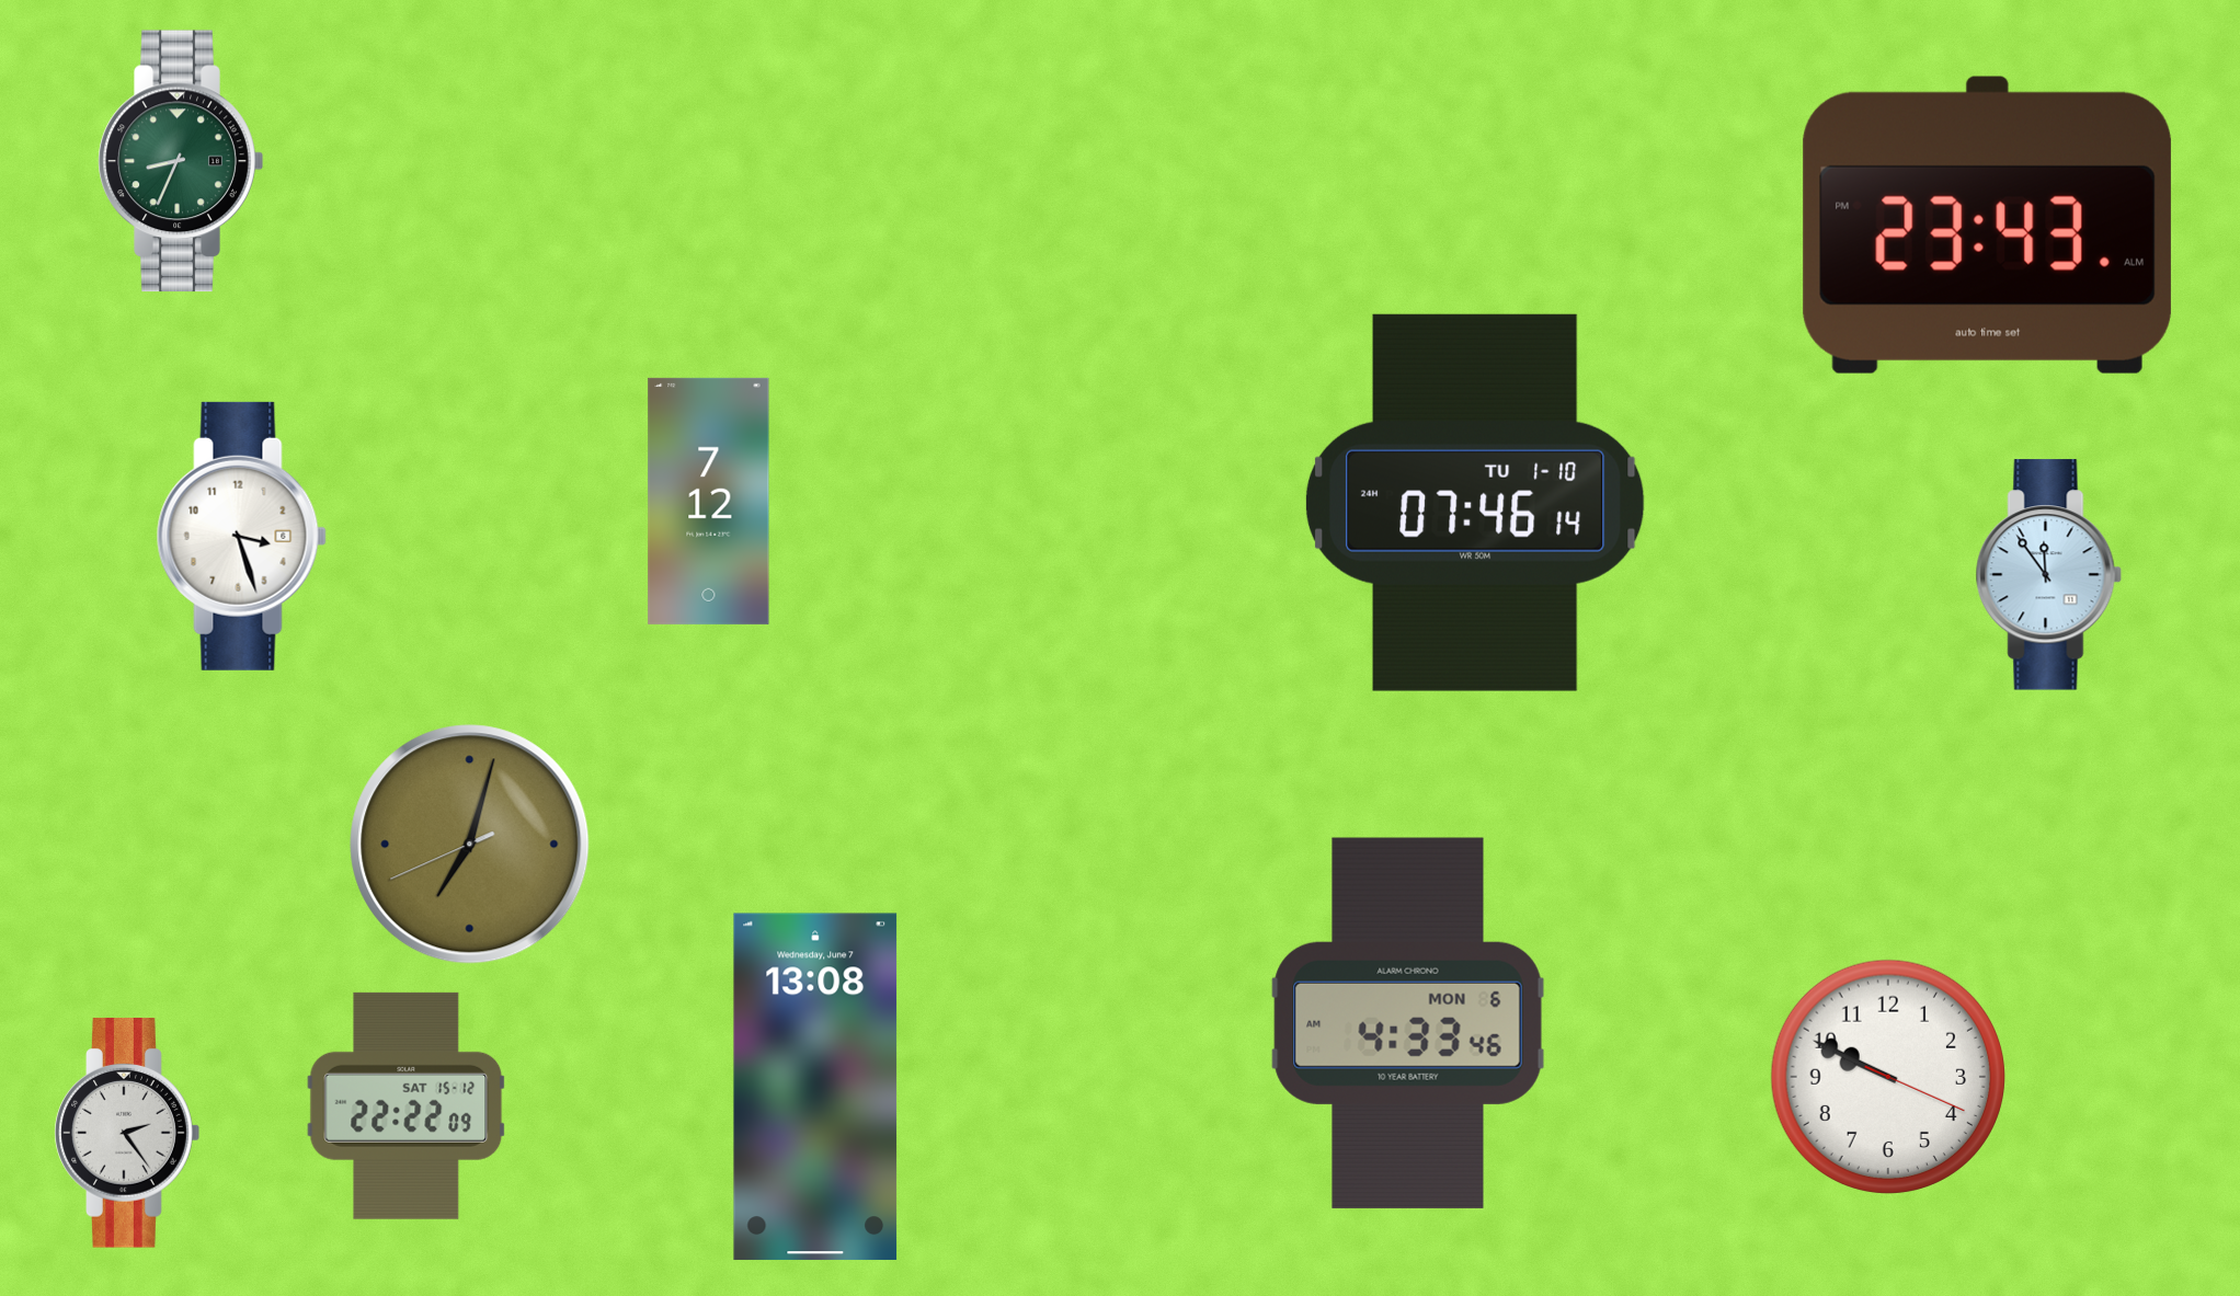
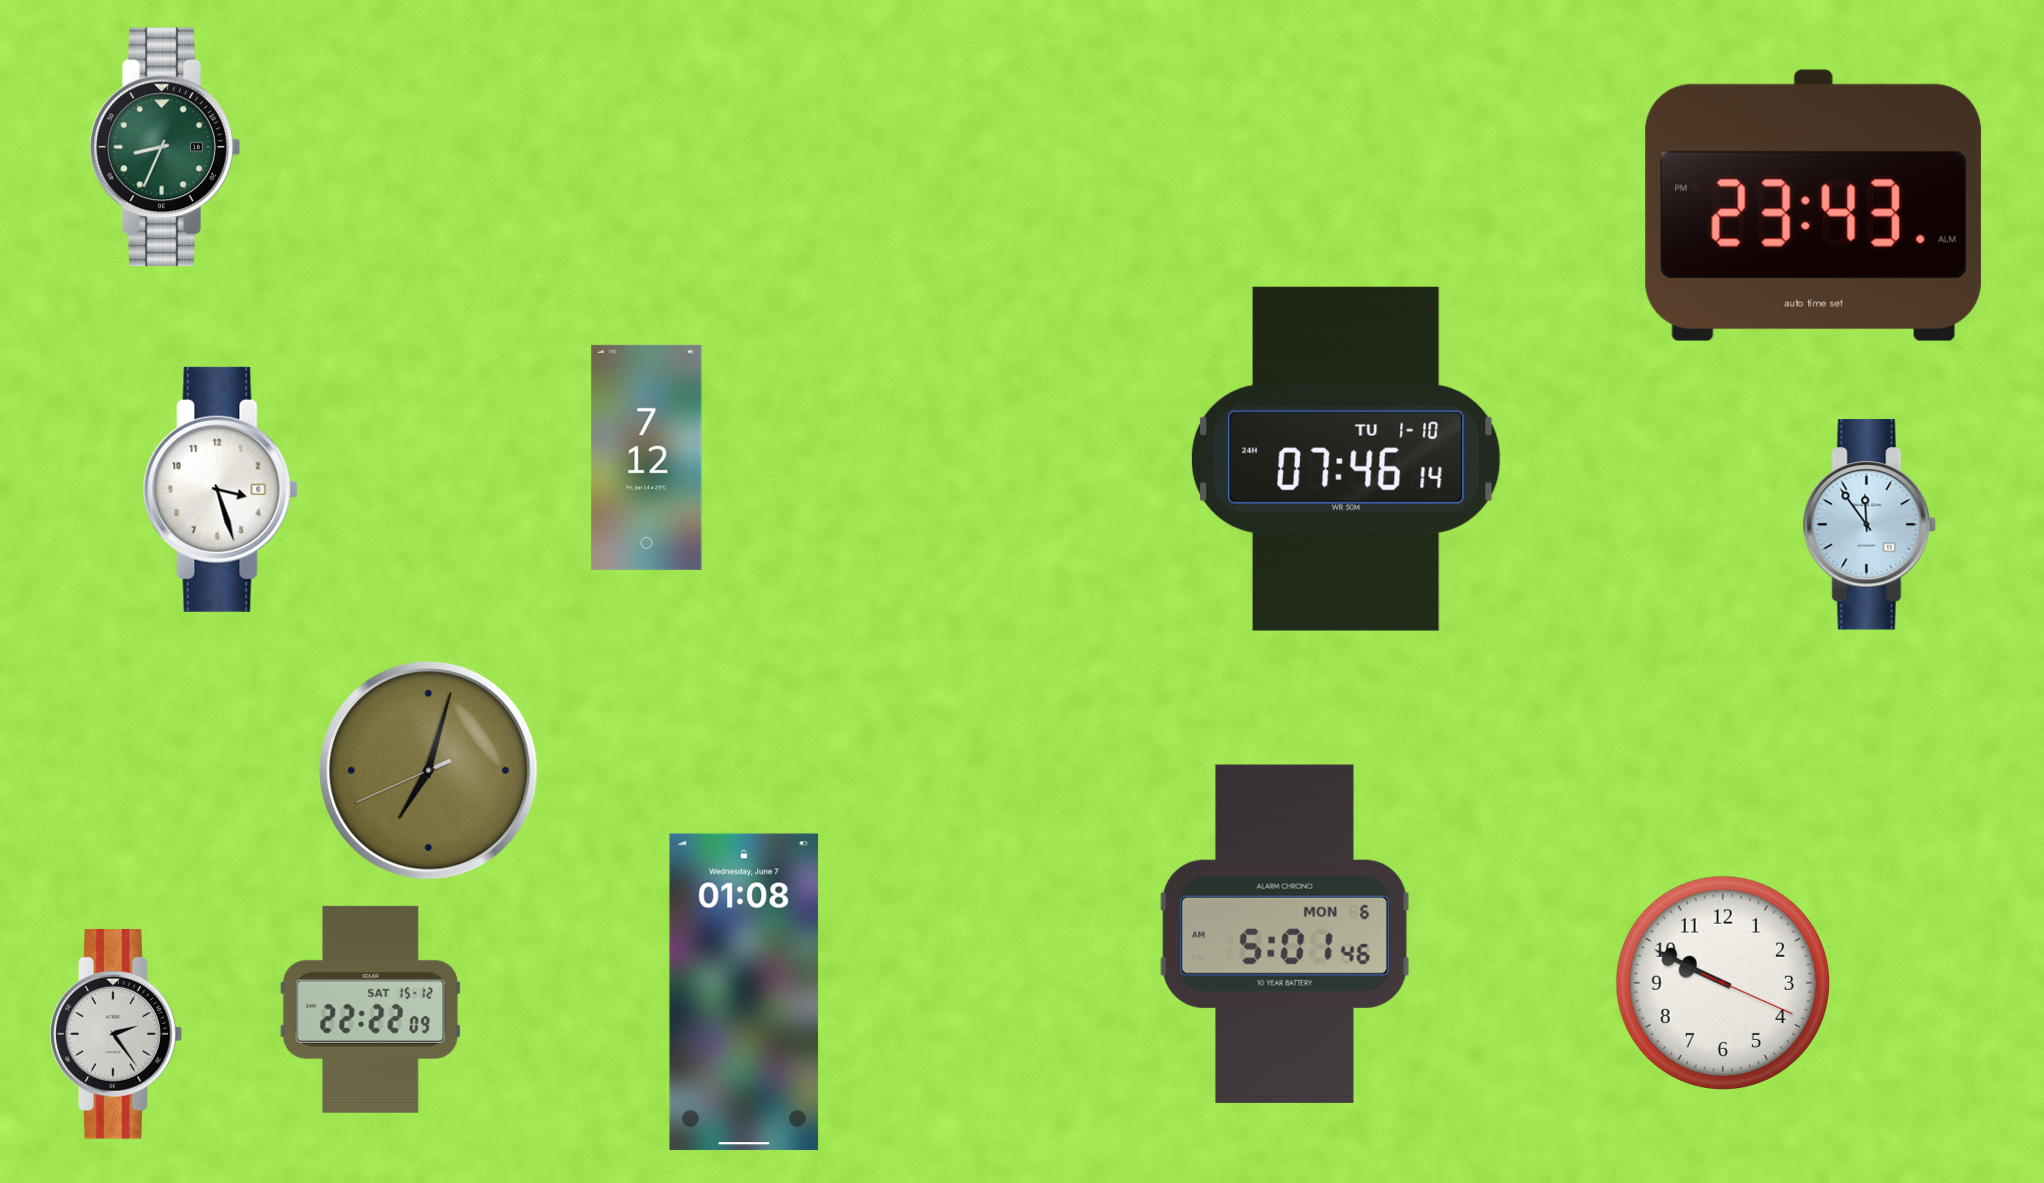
clock at (1408, 1023): 4:33 -> 5:01
clock at (815, 1087): 13:08 -> 01:08
